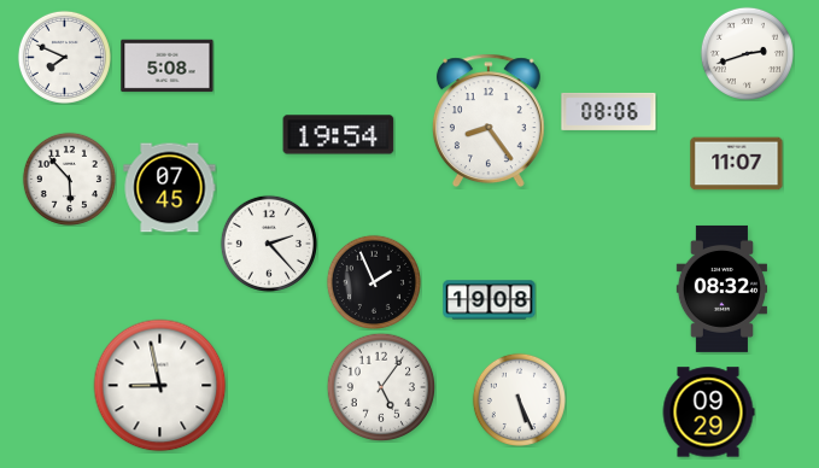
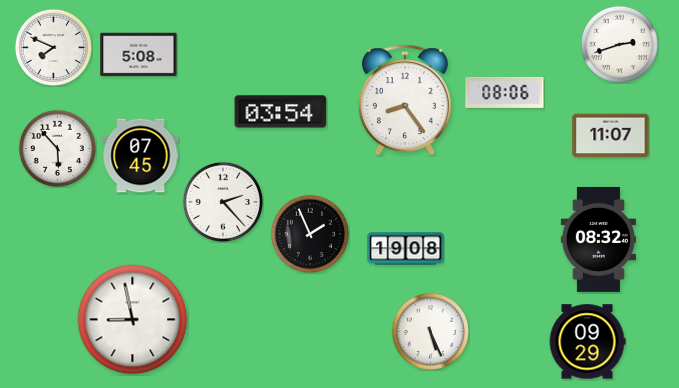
clock at (339, 135): 19:54 -> 03:54
clock at (381, 387): 5:06 -> none
